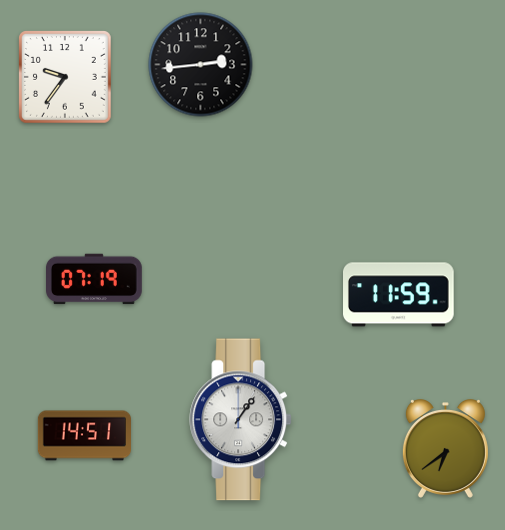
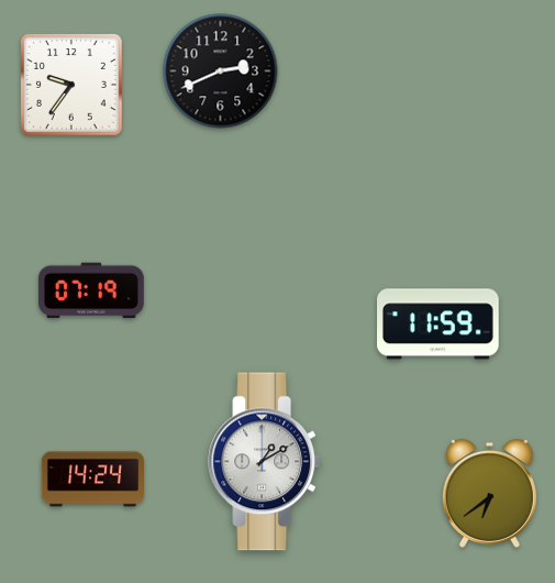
clock at (201, 65): 2:44 -> 2:41
clock at (95, 279) position: (95, 279) -> (92, 290)
clock at (241, 420): 1:06 -> 1:10
clock at (84, 436): 14:51 -> 14:24
